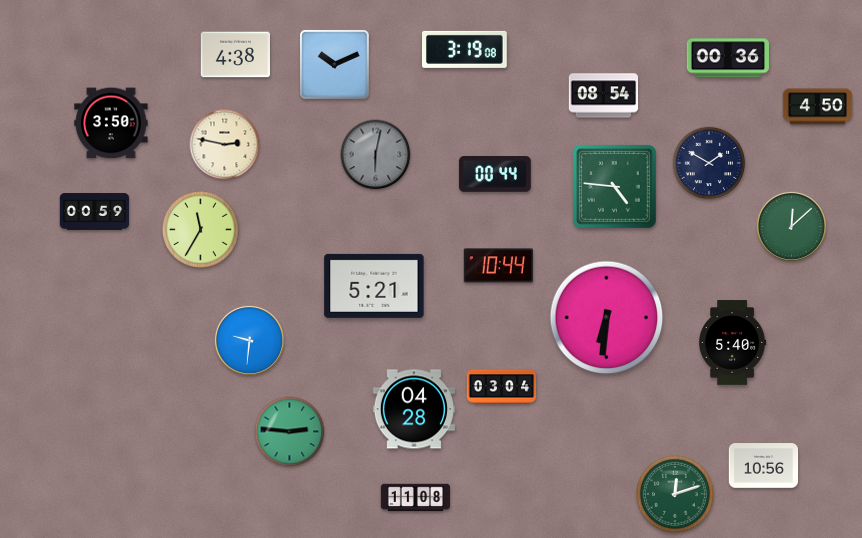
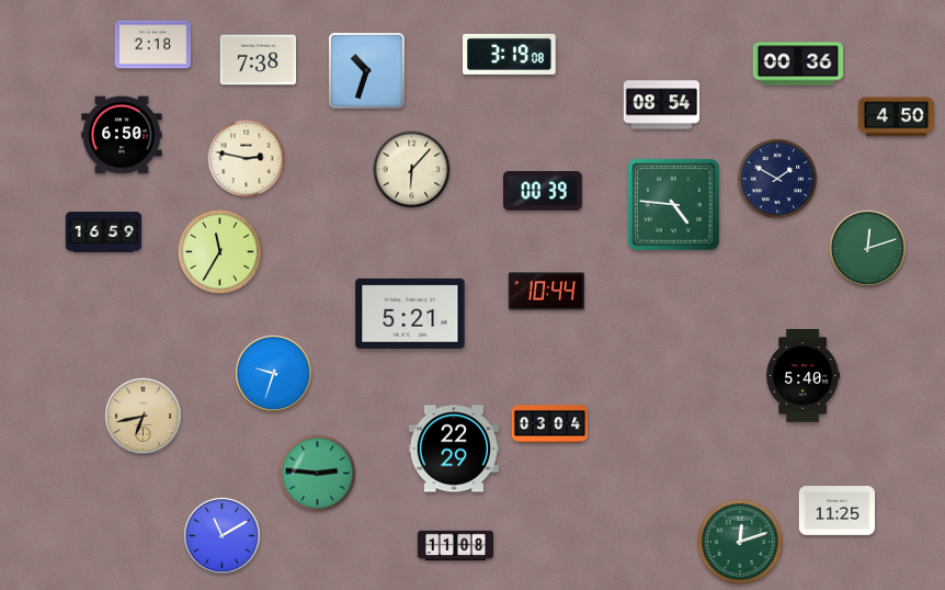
clock at (153, 45): none -> 2:18
clock at (235, 55): 4:38 -> 7:38
clock at (335, 65): 10:11 -> 10:33
clock at (111, 123): 3:50 -> 6:50
clock at (376, 155): 6:02 -> 6:07
clock at (376, 155) dial: grey -> cream
clock at (496, 175): 00:44 -> 00:39
clock at (95, 212): 00:59 -> 16:59
clock at (791, 226): 12:08 -> 12:12
clock at (607, 318): 6:31 -> none
clock at (249, 340): 9:31 -> 9:33
clock at (143, 416): none -> 6:43
clock at (413, 409): 04:28 -> 22:29
clock at (764, 466): 10:56 -> 11:25
clock at (221, 535): none -> 11:10
